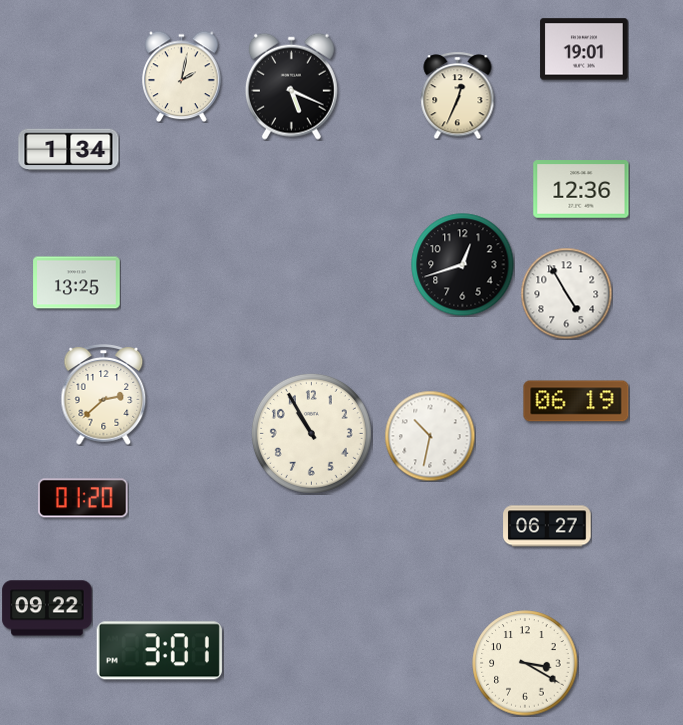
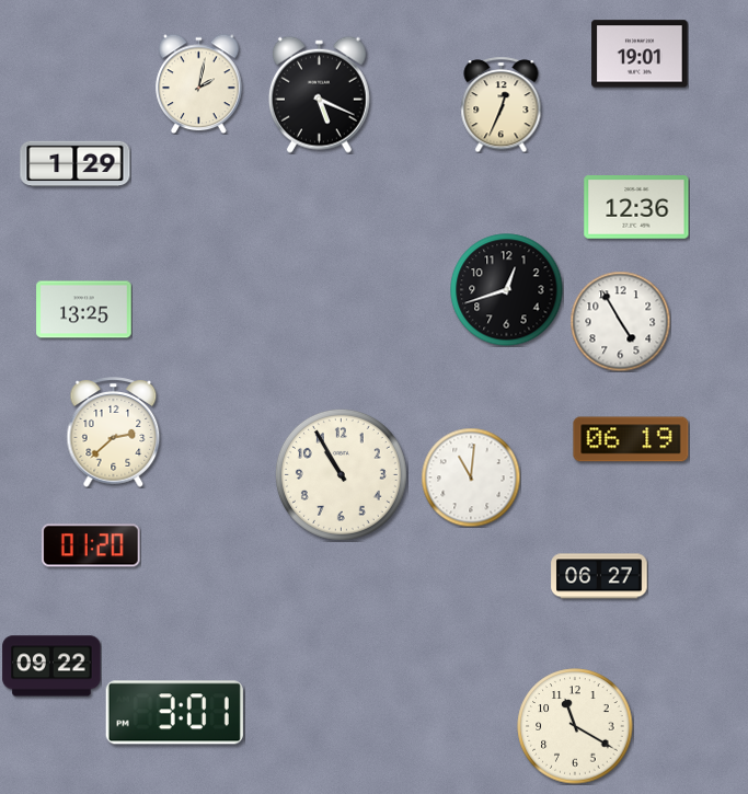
clock at (69, 150): 1:34 -> 1:29
clock at (430, 436): 10:32 -> 11:01
clock at (525, 663): 3:20 -> 11:20
